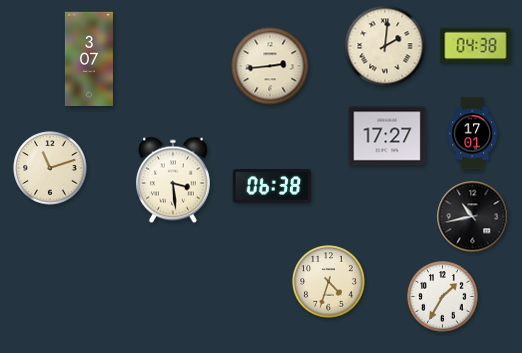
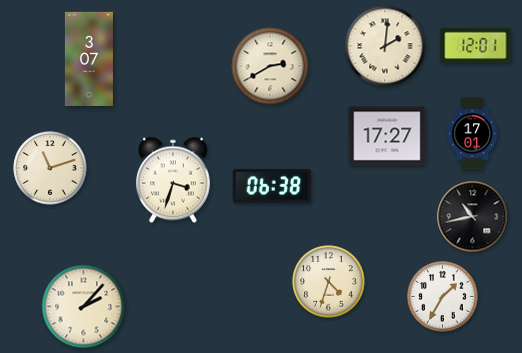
clock at (476, 46): 04:38 -> 12:01
clock at (270, 66): 2:44 -> 2:40
clock at (173, 180): 3:29 -> 3:33
clock at (84, 307): none -> 2:07
